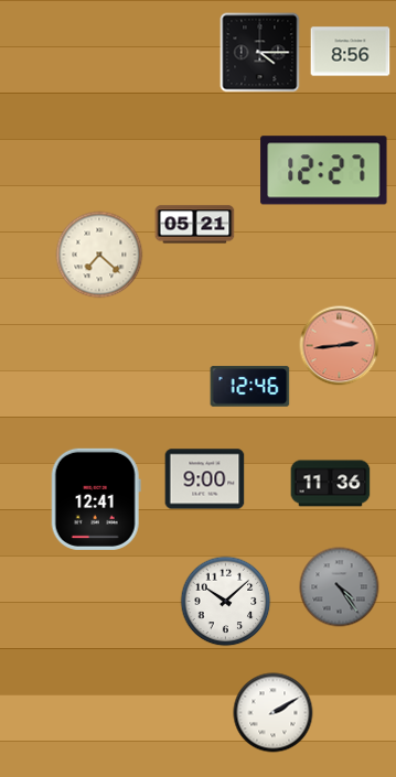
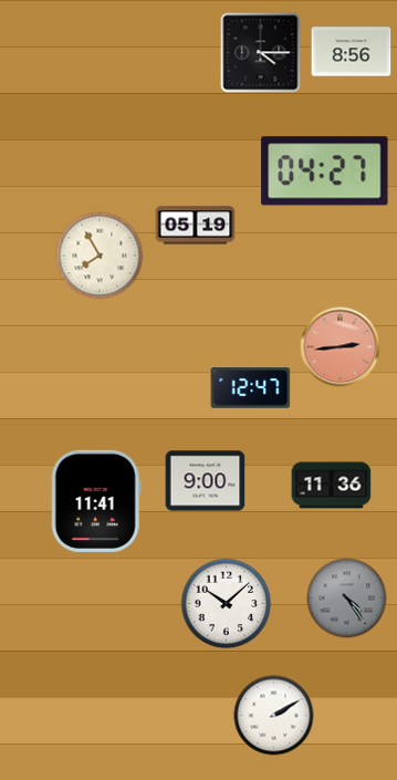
clock at (324, 171): 12:27 -> 04:27
clock at (195, 225): 05:21 -> 05:19
clock at (99, 255): 7:22 -> 7:55
clock at (250, 387): 12:46 -> 12:47
clock at (96, 499): 12:41 -> 11:41
clock at (340, 587) position: (340, 587) -> (347, 599)
